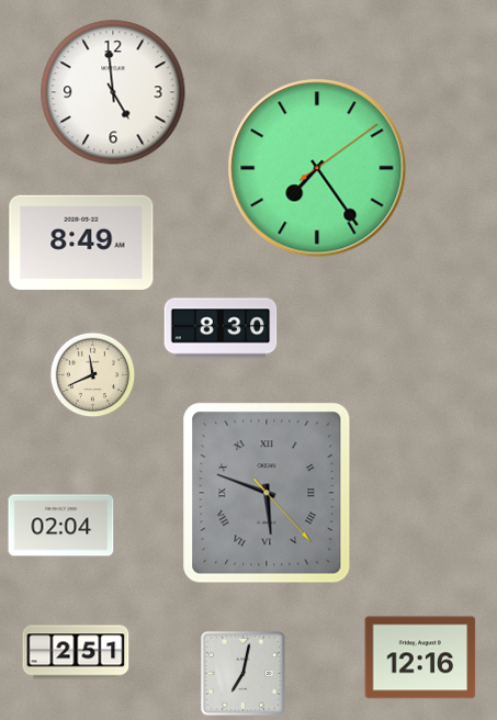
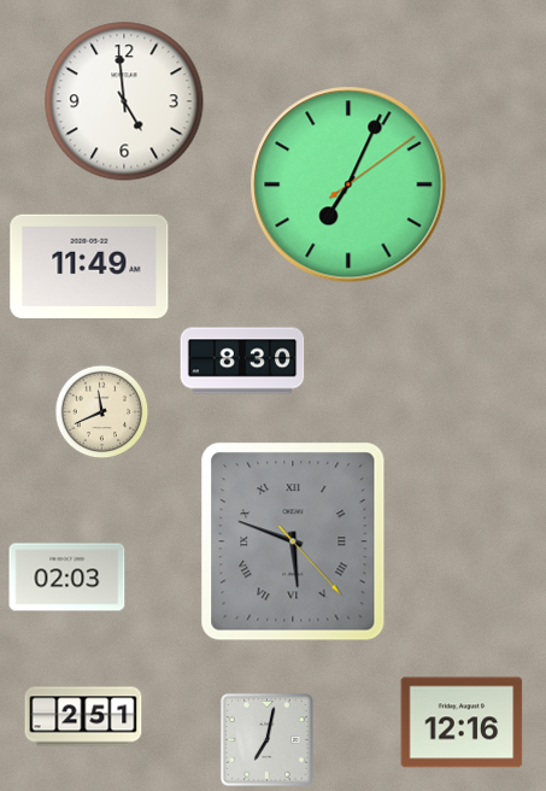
clock at (317, 168): 7:24 -> 7:04
clock at (81, 243): 8:49 -> 11:49
clock at (61, 526): 02:04 -> 02:03
